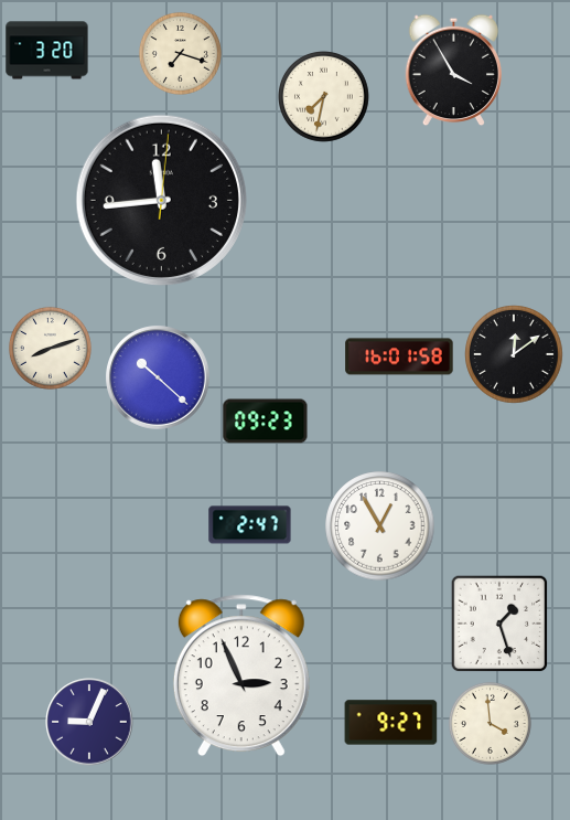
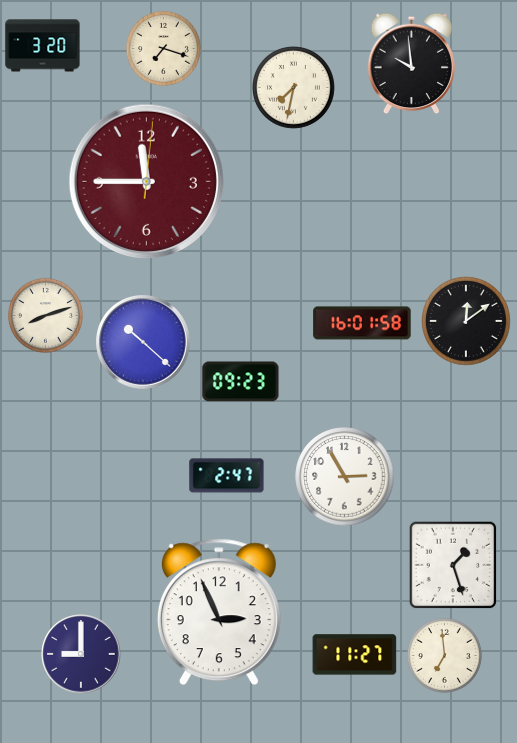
clock at (453, 71): 3:55 -> 9:59
clock at (161, 200): 11:44 -> 11:45
clock at (161, 200) dial: black -> burgundy
clock at (380, 526): 12:55 -> 2:55
clock at (89, 722): 9:04 -> 9:00
clock at (391, 723): 9:27 -> 11:27
clock at (490, 723): 3:59 -> 6:59
